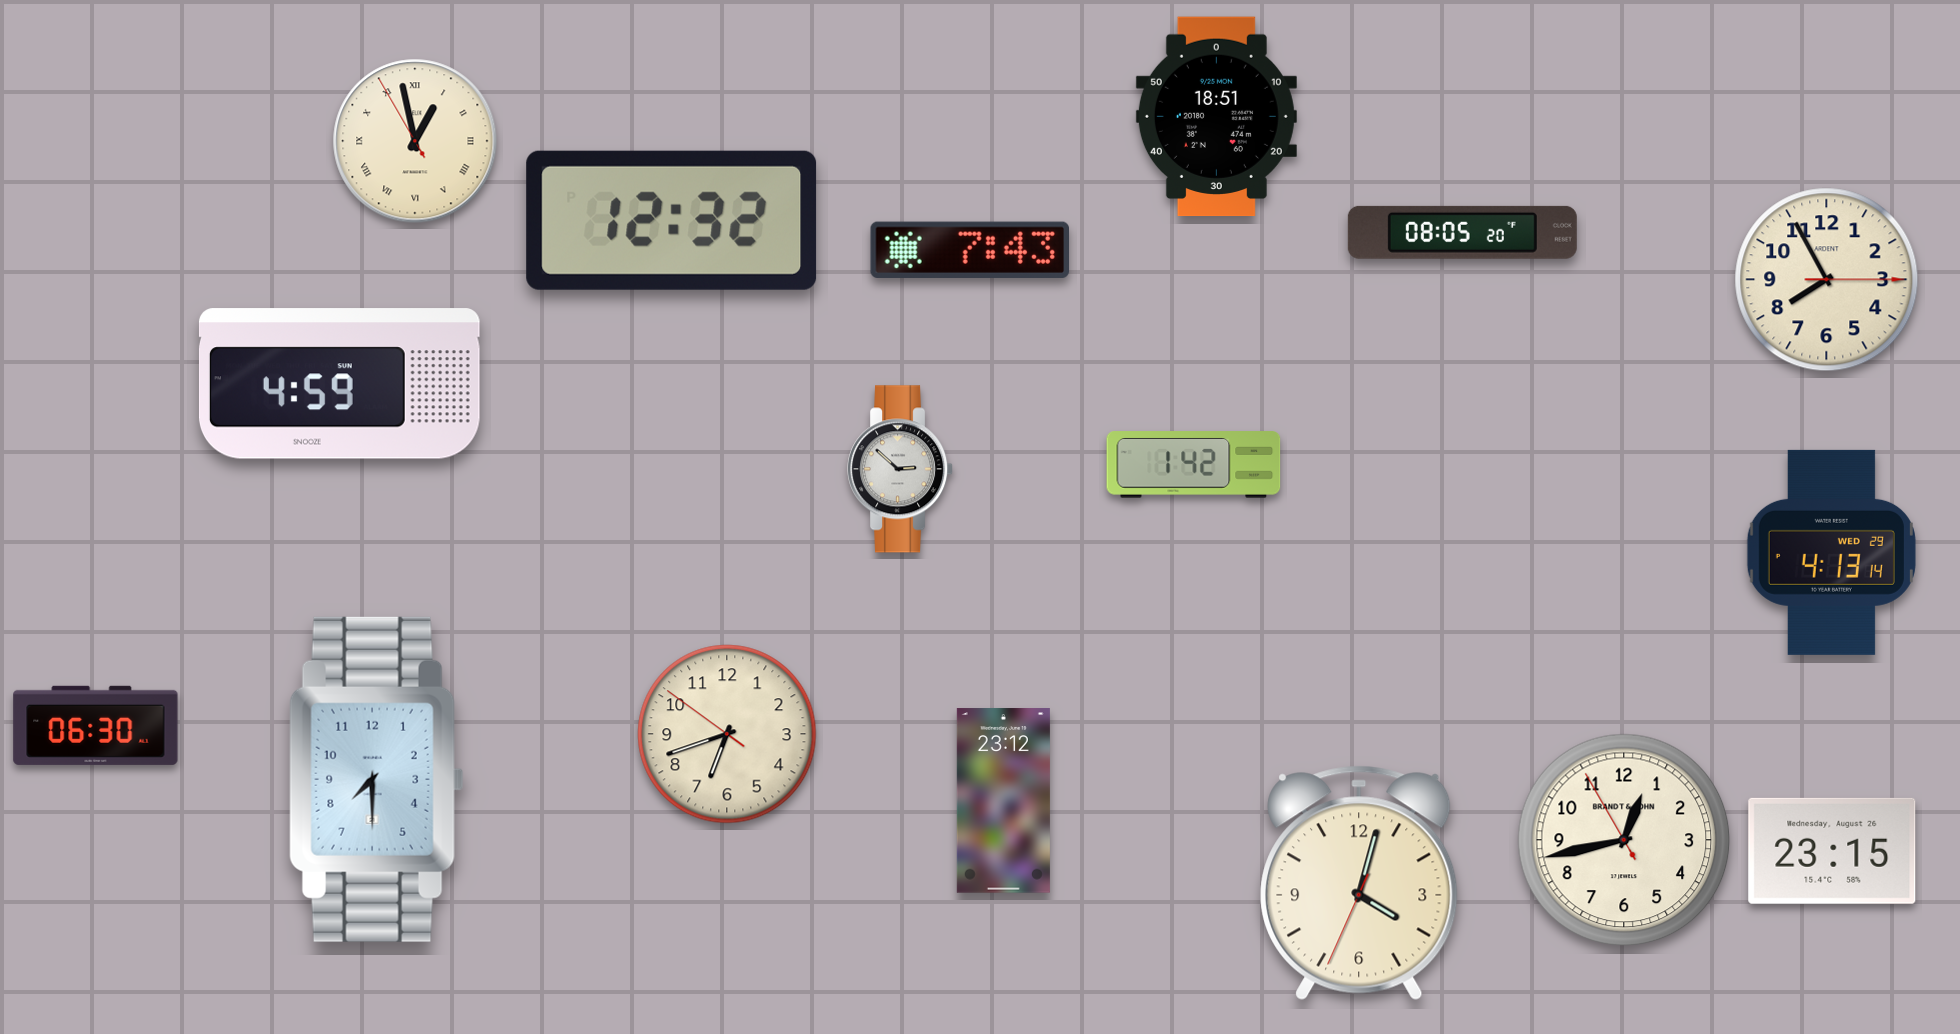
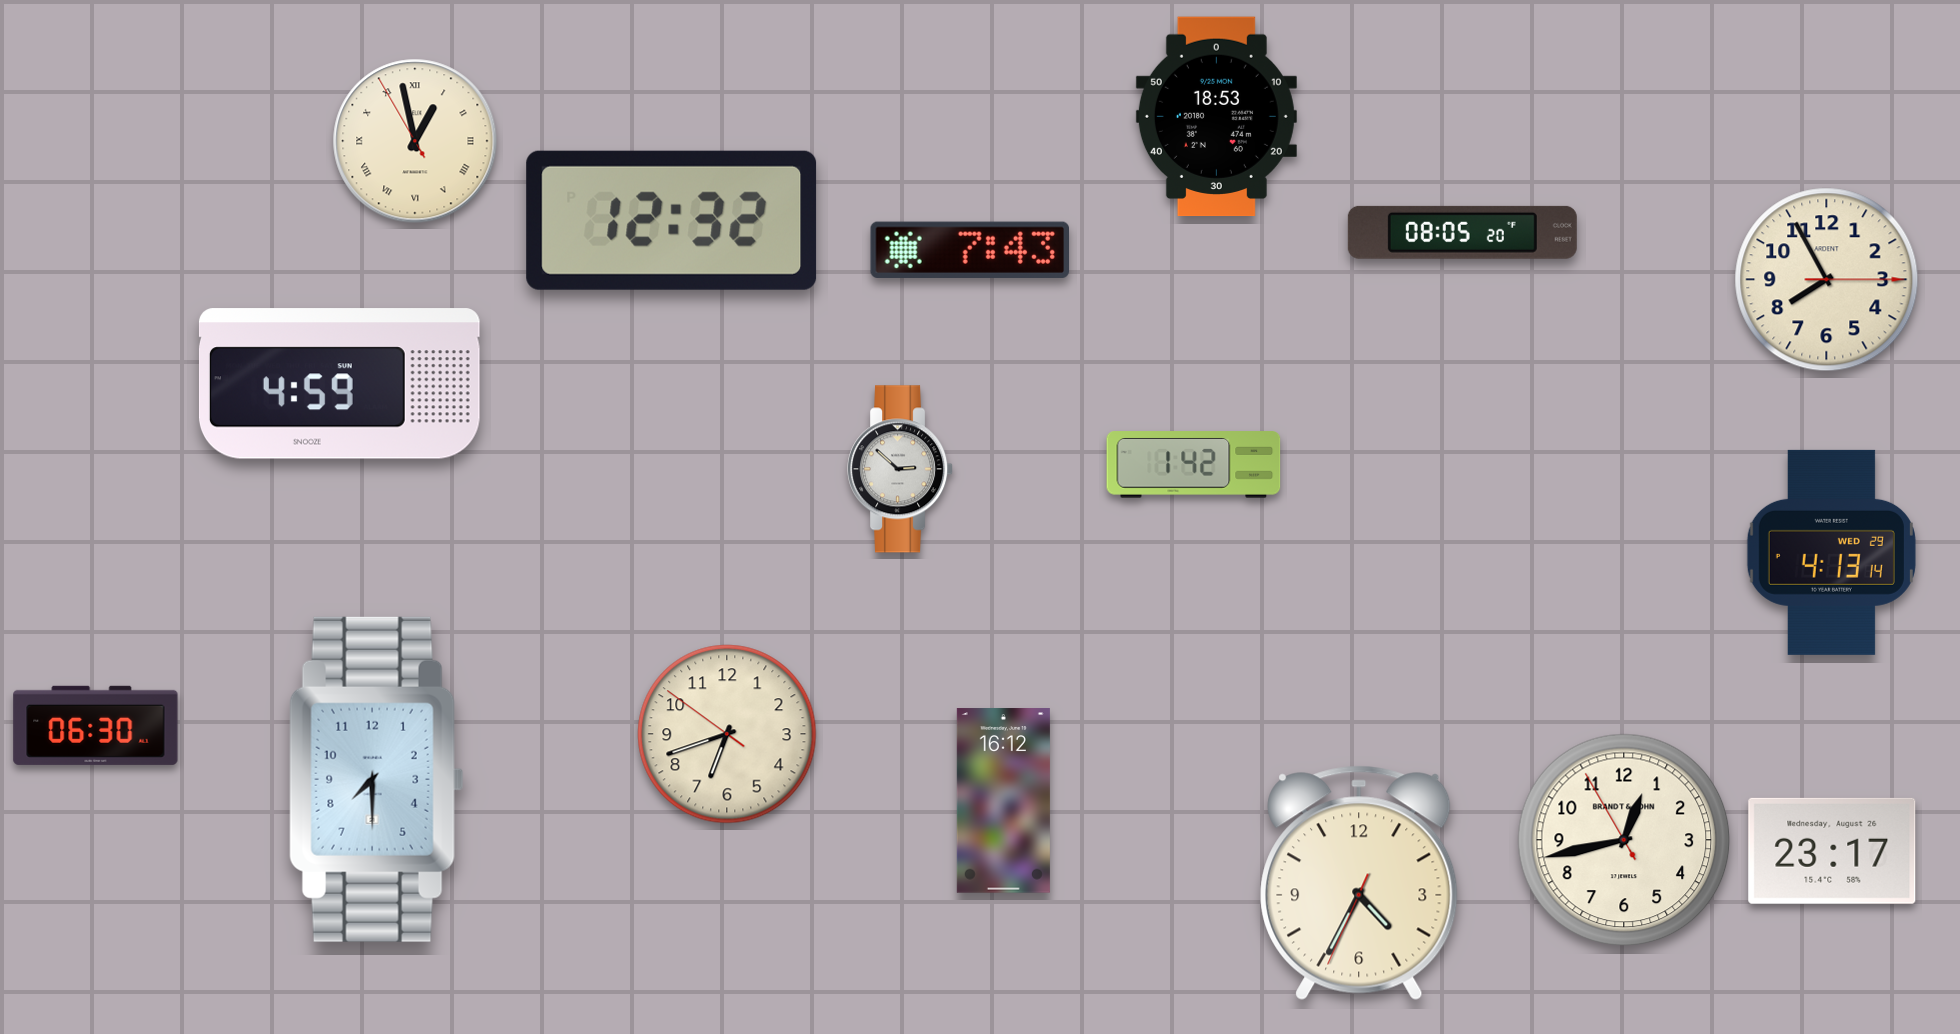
clock at (1216, 117): 18:51 -> 18:53
clock at (1003, 801): 23:12 -> 16:12
clock at (1832, 851): 23:15 -> 23:17
clock at (1359, 883): 4:02 -> 4:34
